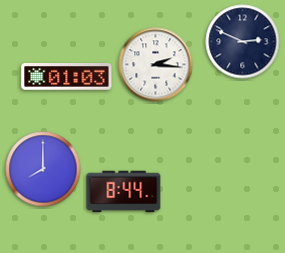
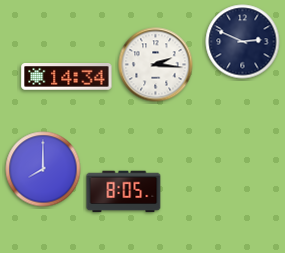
clock at (67, 77): 01:03 -> 14:34
clock at (124, 192): 8:44 -> 8:05
